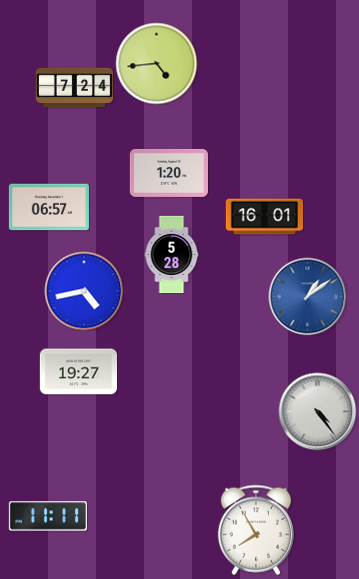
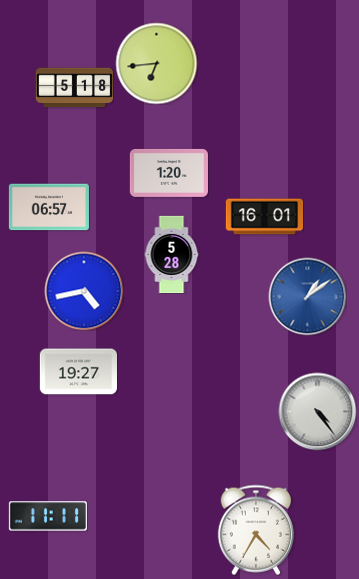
clock at (156, 63): 4:44 -> 6:44
clock at (74, 88): 7:24 -> 5:18
clock at (256, 530): 7:55 -> 4:35
